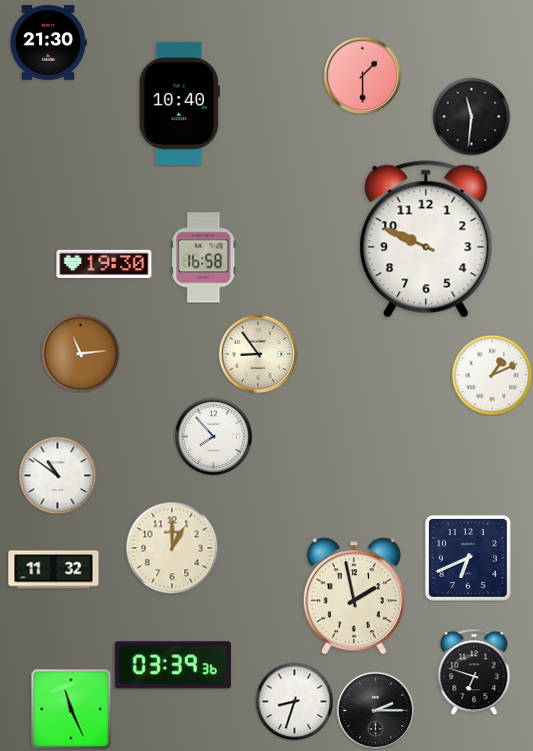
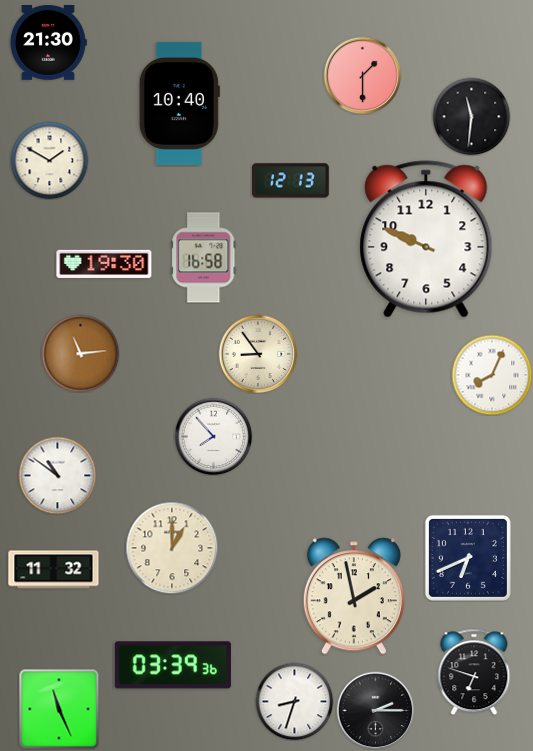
clock at (49, 160): none -> 1:50
clock at (291, 181): none -> 12:13
clock at (492, 375): 1:11 -> 8:04
clock at (71, 709) position: (71, 709) -> (59, 709)
